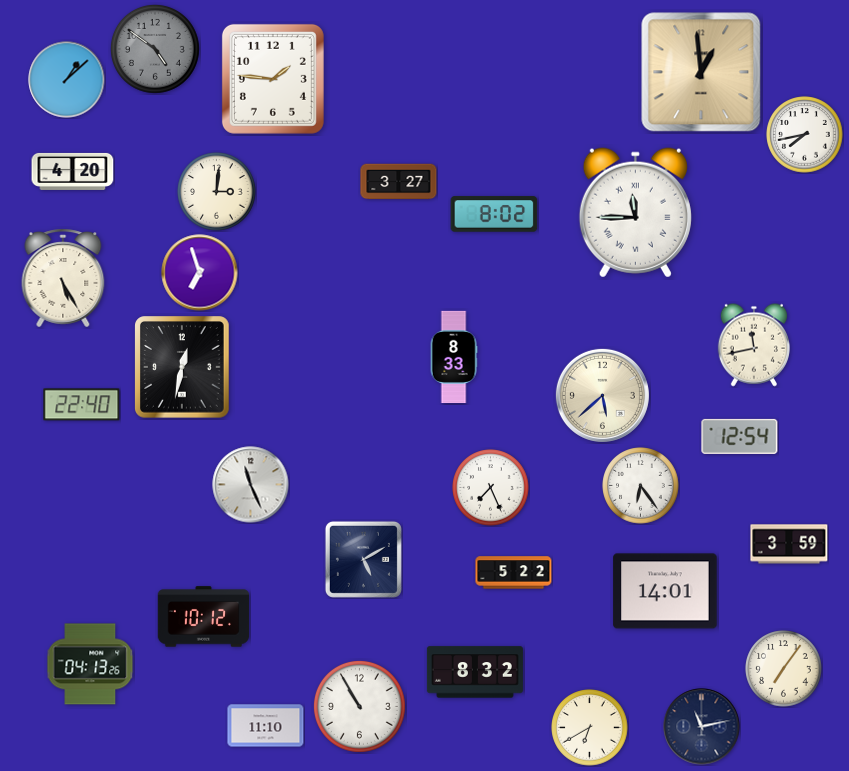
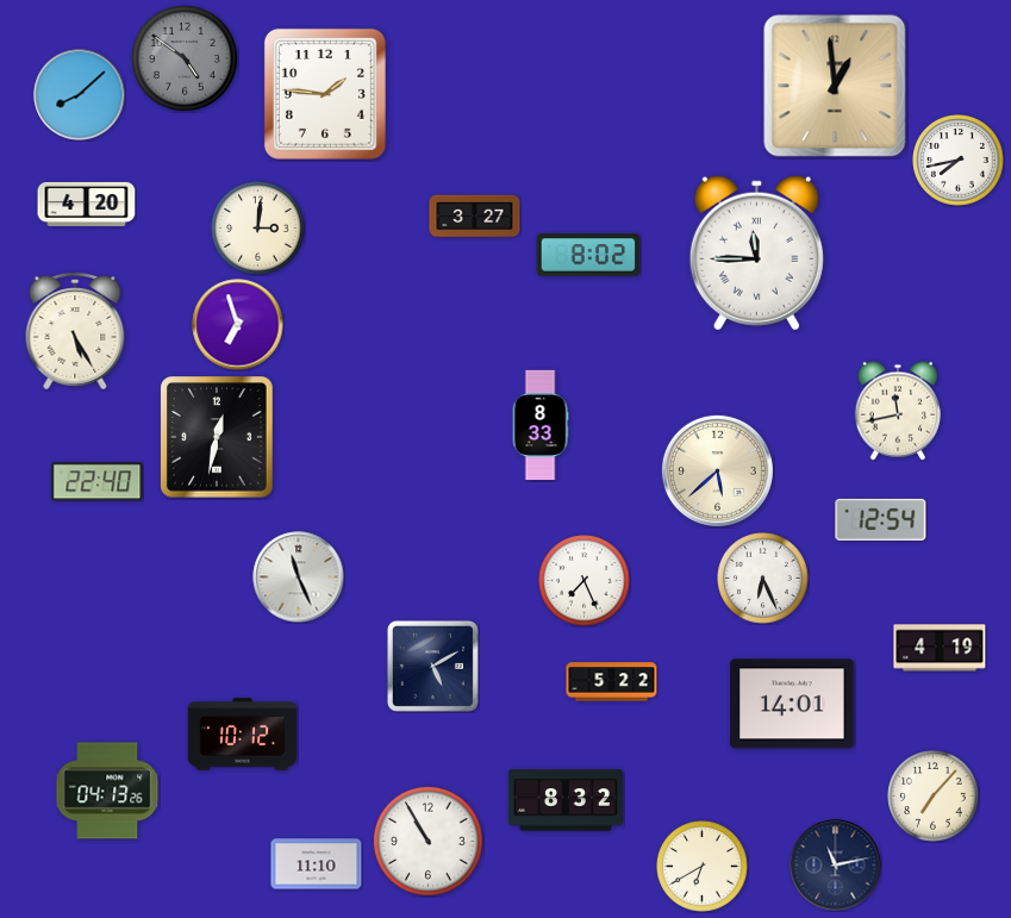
clock at (67, 80): 1:08 -> 8:08
clock at (641, 486): 6:24 -> 6:26
clock at (789, 544): 3:59 -> 4:19
clock at (784, 669): 7:06 -> 7:07
